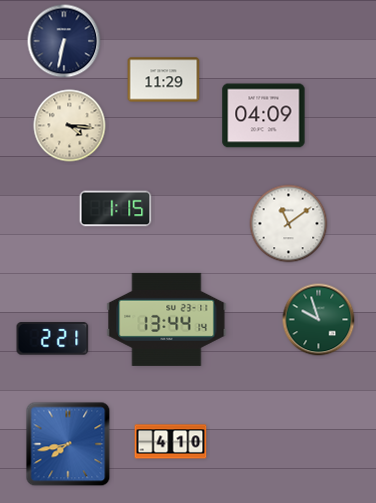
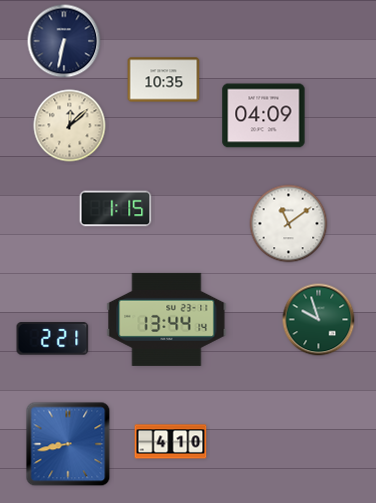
clock at (164, 80): 11:29 -> 10:35
clock at (70, 126): 4:16 -> 12:08
clock at (68, 444): 7:43 -> 8:43
